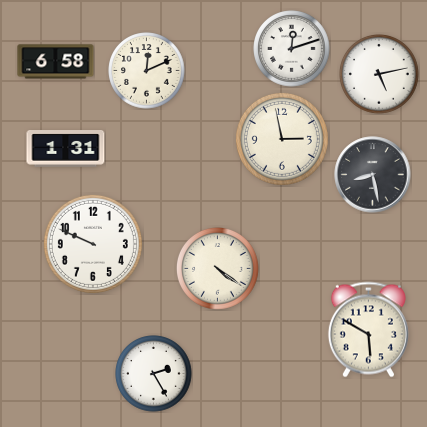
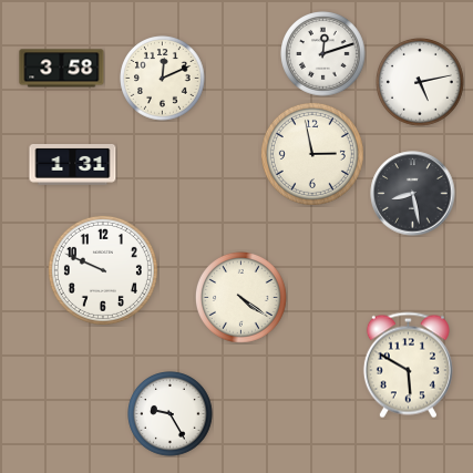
clock at (56, 62): 6:58 -> 3:58
clock at (154, 374): 2:25 -> 9:25
